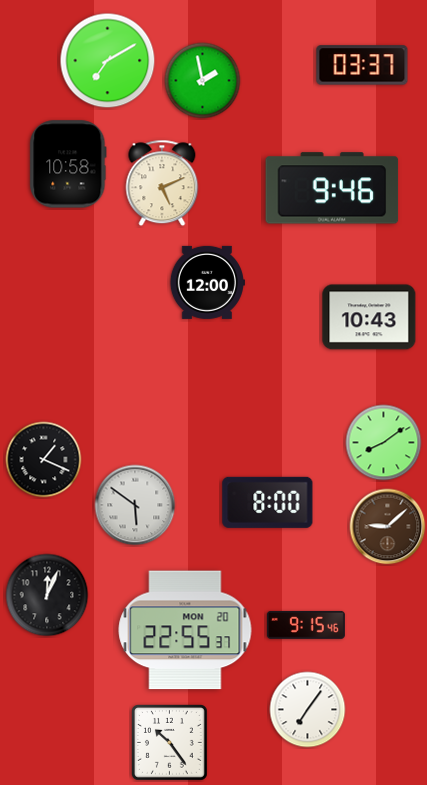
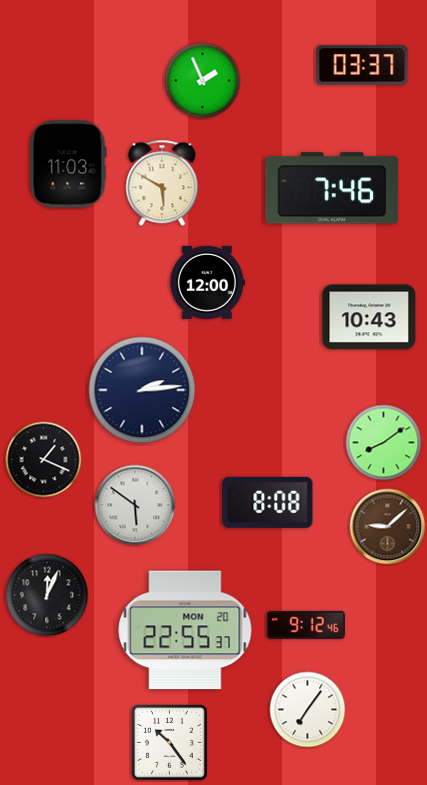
clock at (108, 61): 7:10 -> none
clock at (203, 81): 1:58 -> 1:56
clock at (68, 164): 10:58 -> 11:03
clock at (162, 183): 5:11 -> 5:50
clock at (332, 188): 9:46 -> 7:46
clock at (142, 390): none -> 2:14
clock at (268, 502): 8:00 -> 8:08
clock at (306, 625): 9:15 -> 9:12
